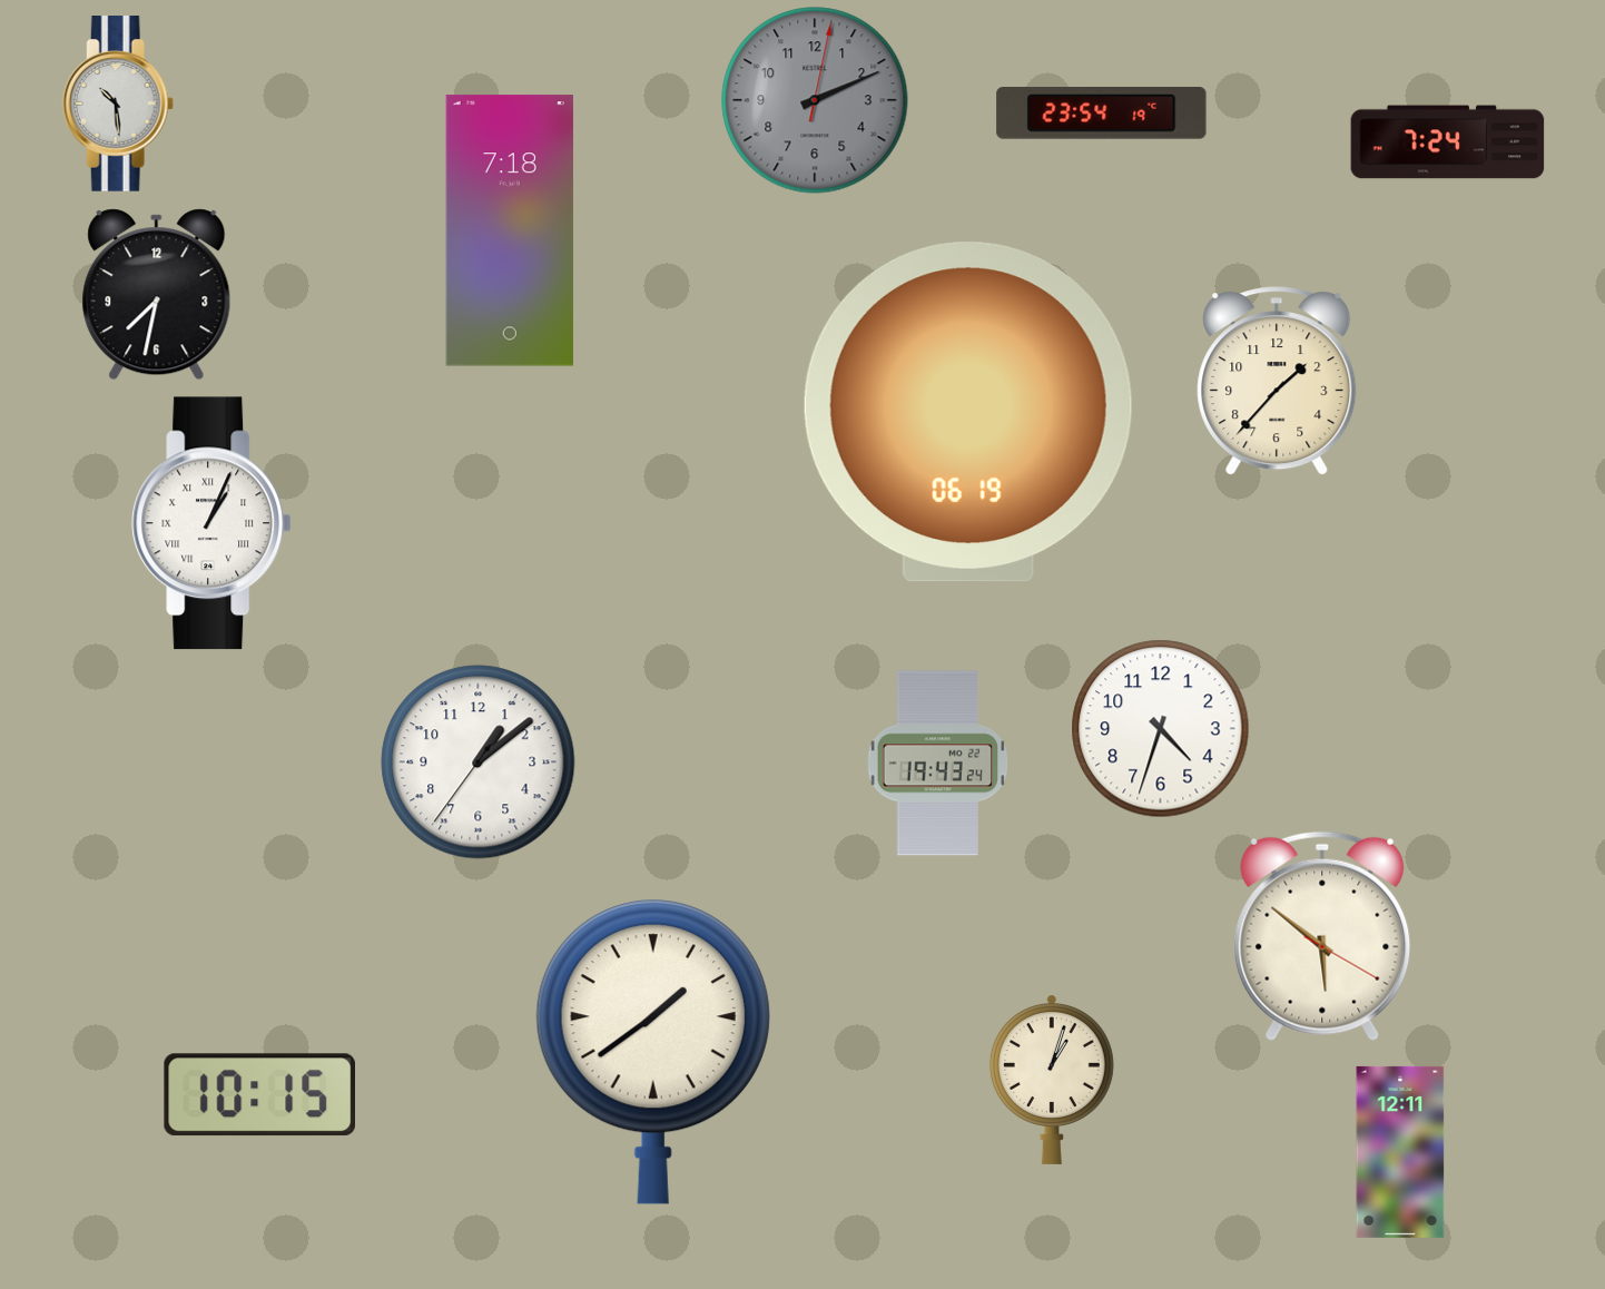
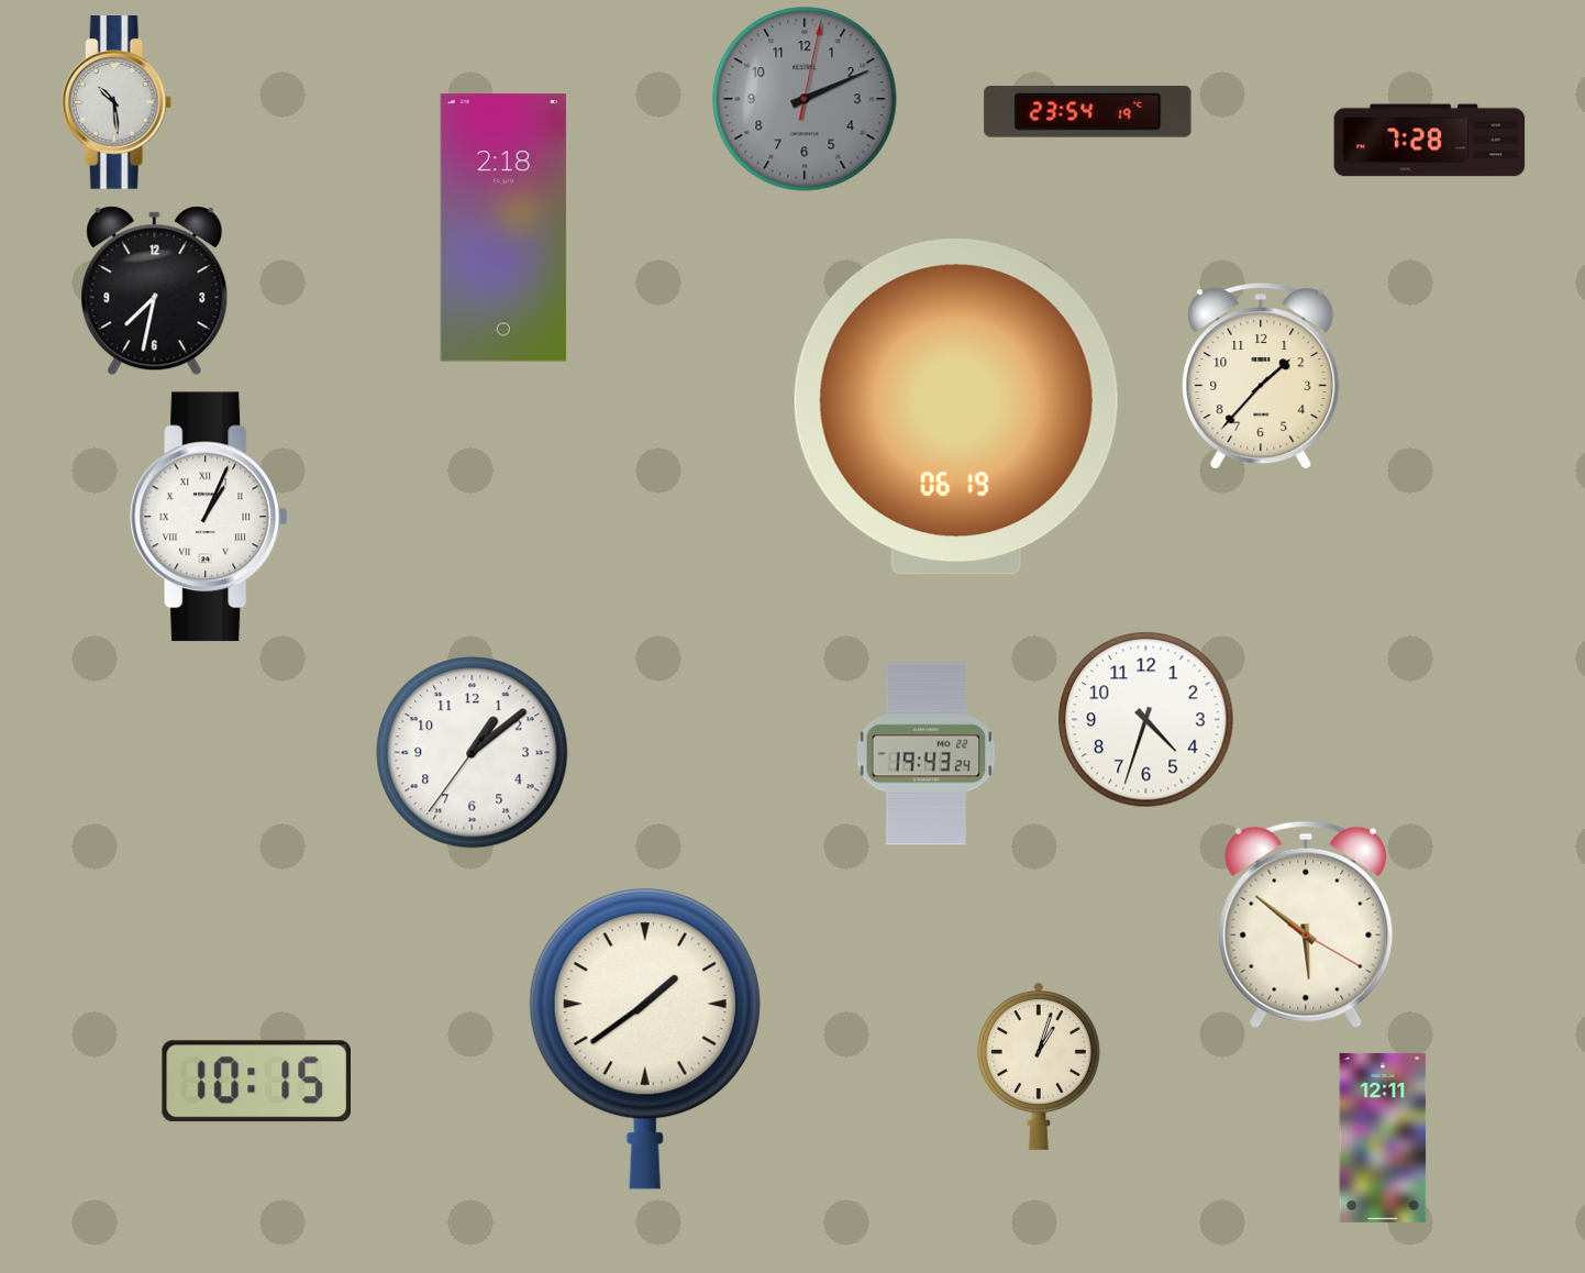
clock at (1448, 142): 7:24 -> 7:28
clock at (510, 230): 7:18 -> 2:18
